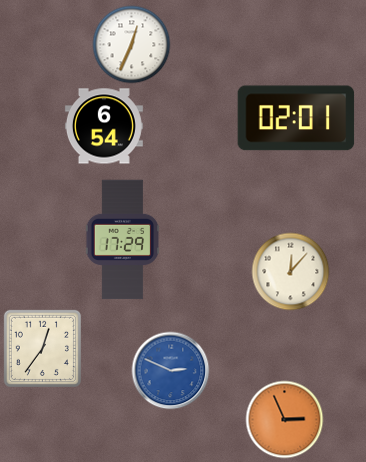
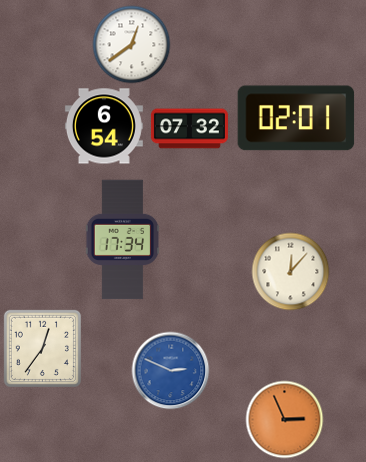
clock at (131, 44): 12:34 -> 12:39
clock at (189, 129): none -> 07:32
clock at (123, 240): 17:29 -> 17:34
